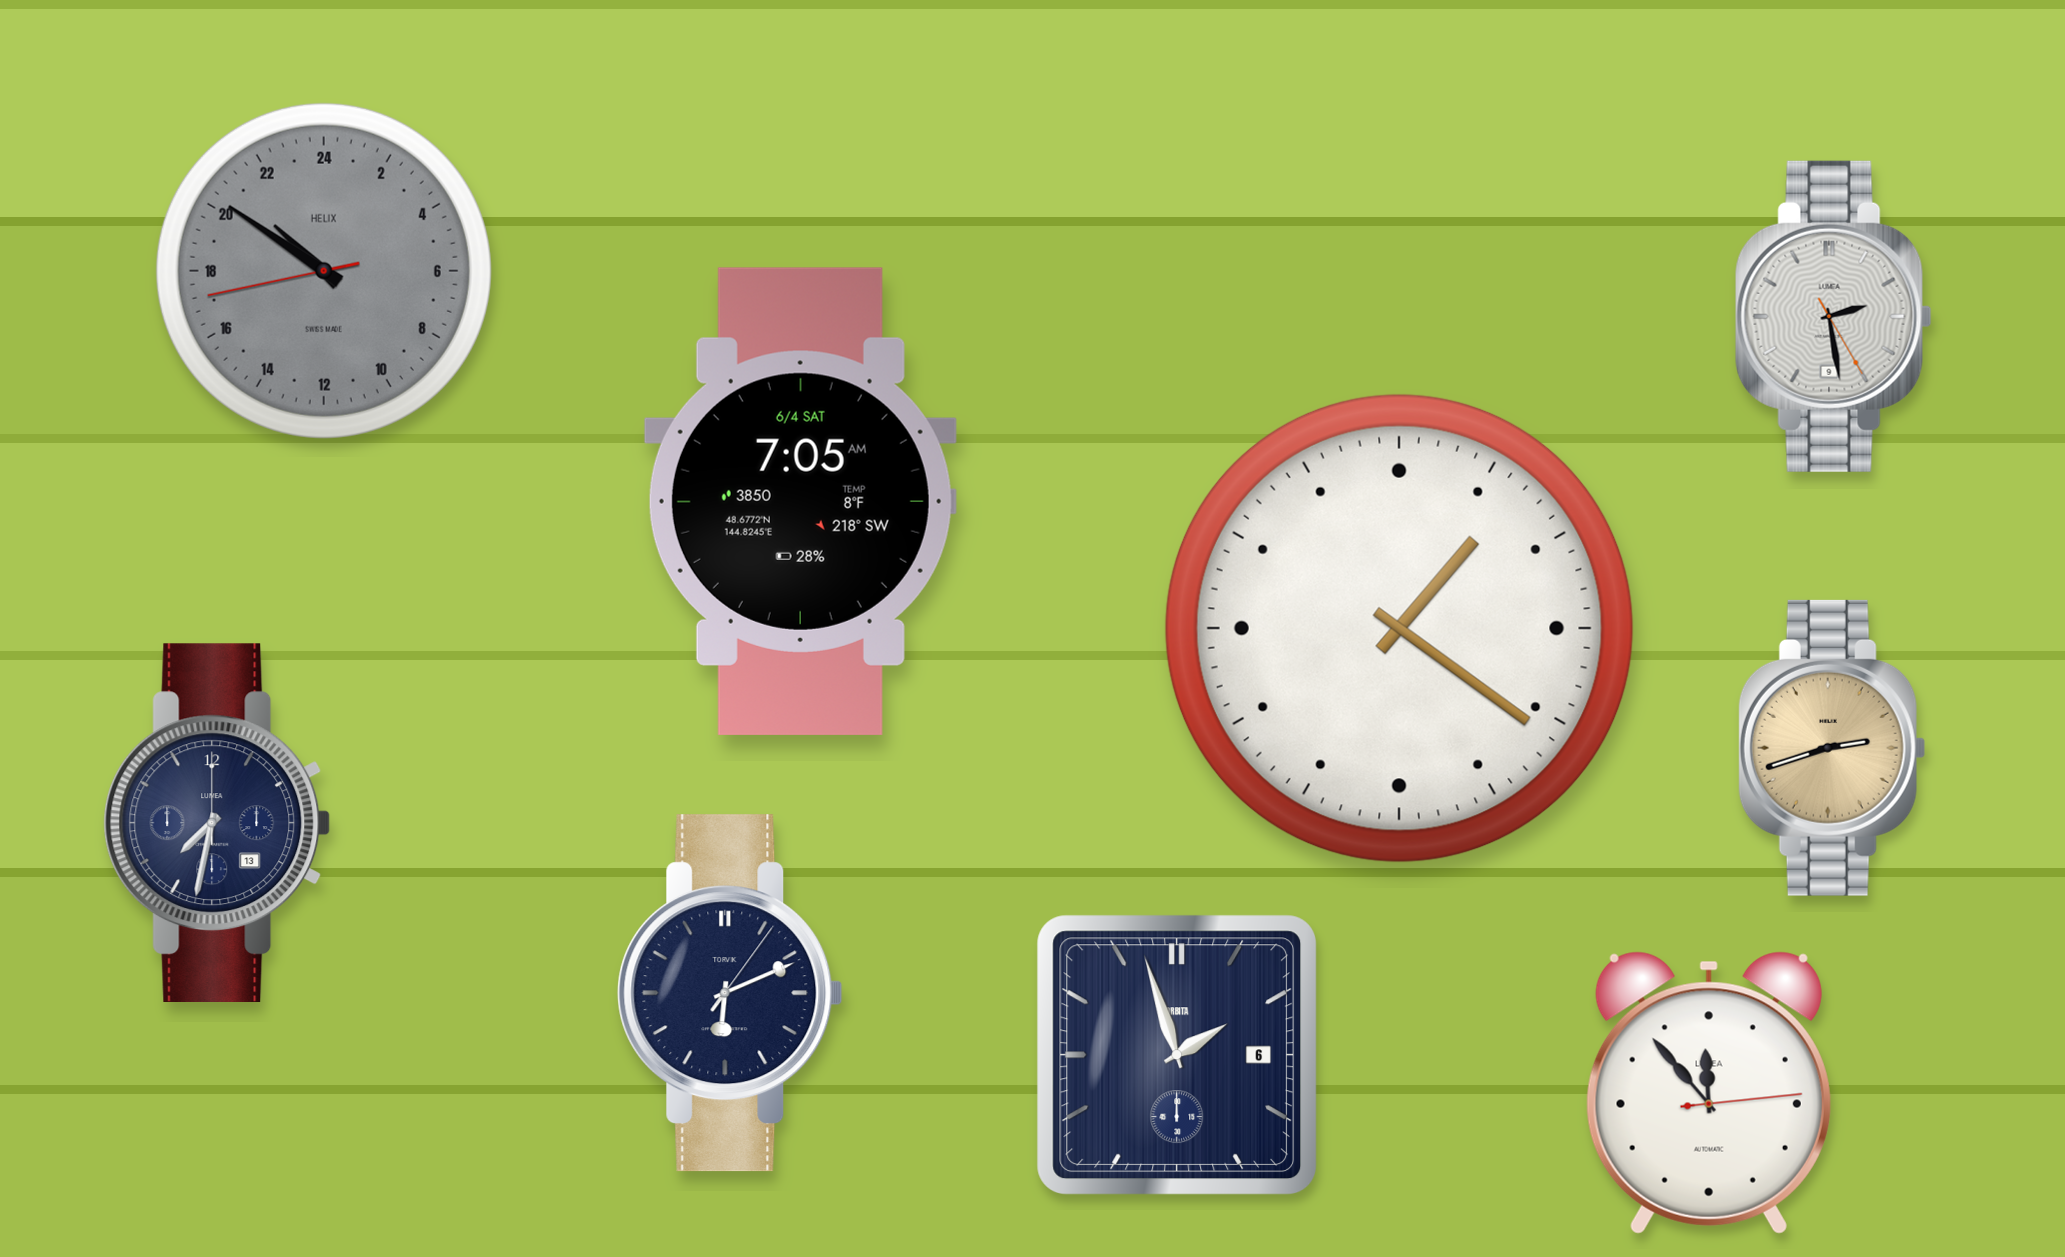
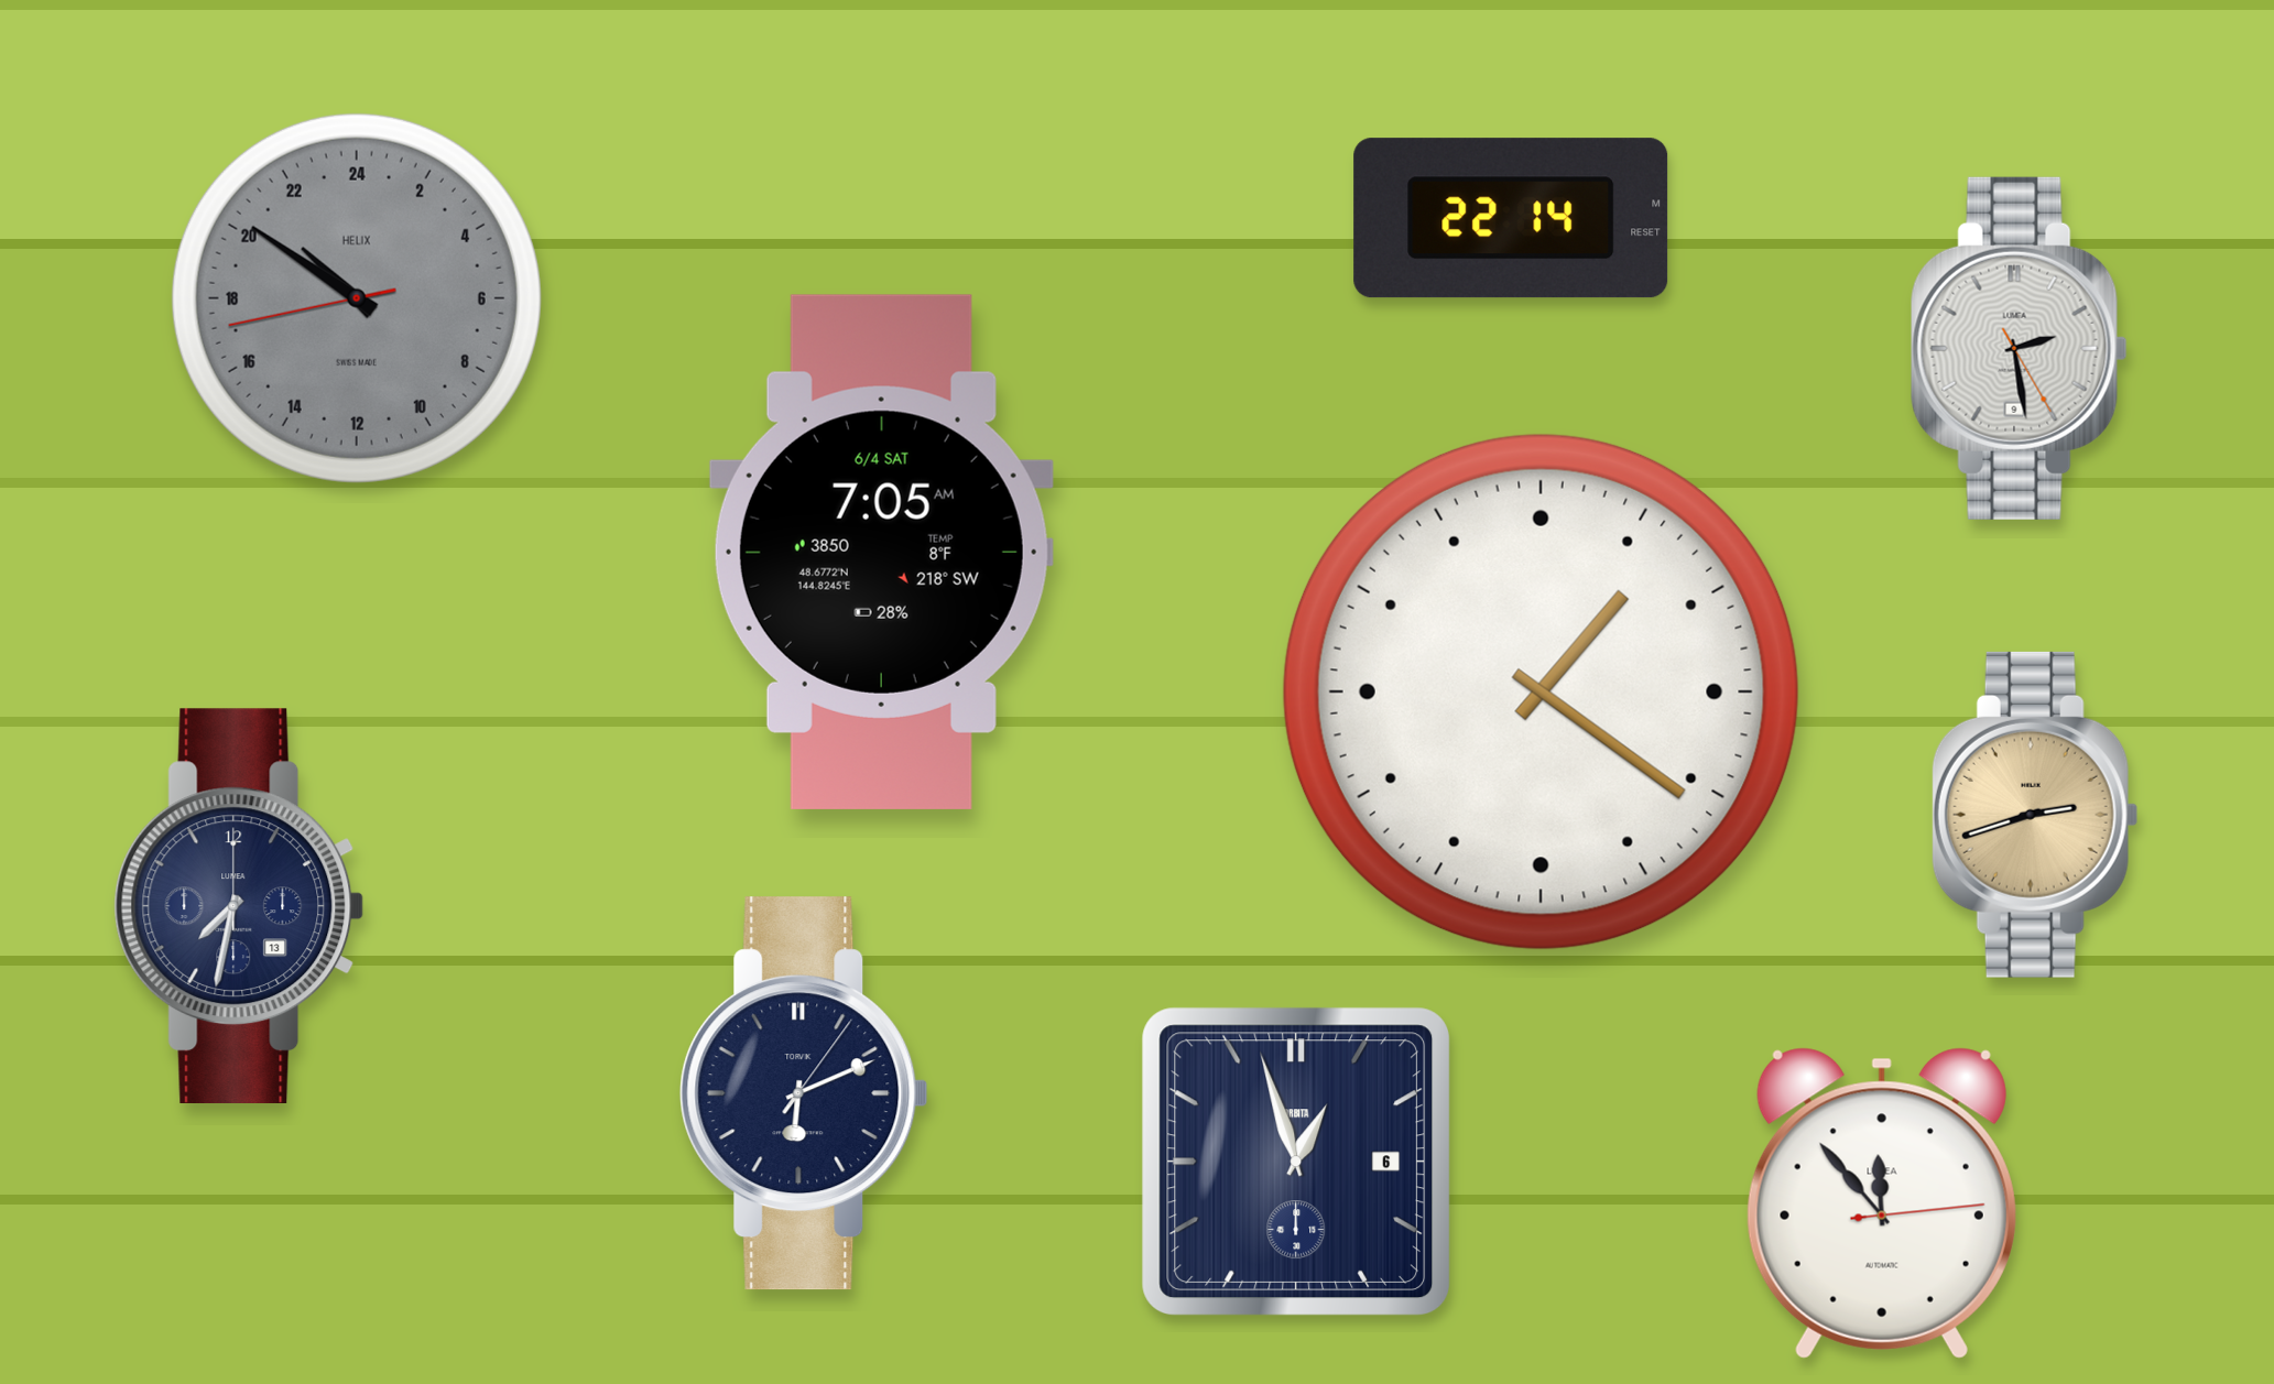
clock at (1511, 218): none -> 22:14
clock at (1832, 748) position: (1832, 748) -> (2035, 815)
clock at (1177, 1055): 1:57 -> 12:57
